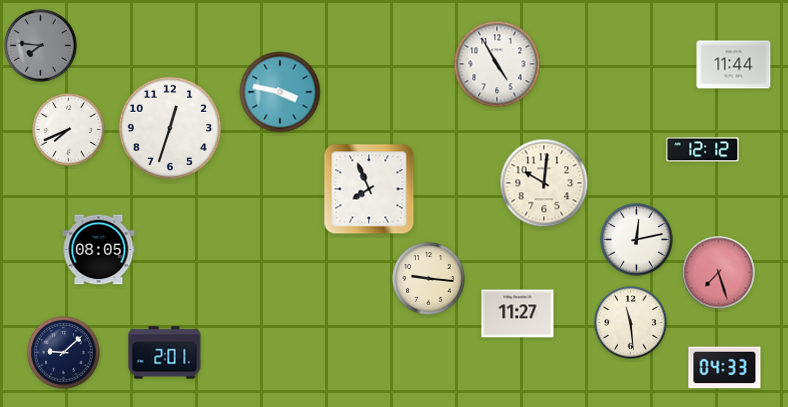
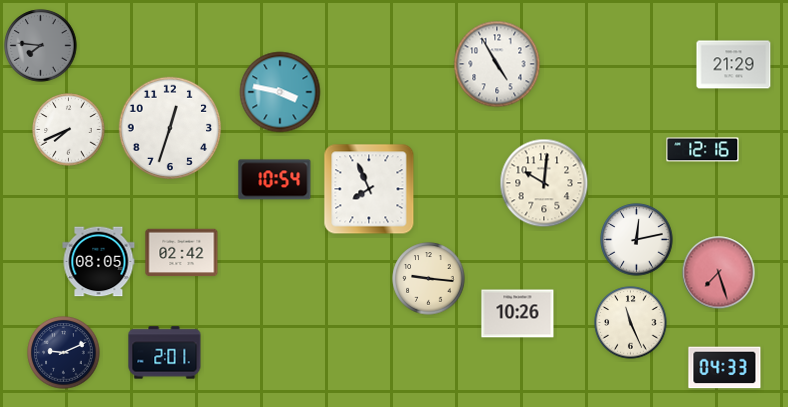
clock at (734, 65): 11:44 -> 21:29
clock at (703, 150): 12:12 -> 12:16
clock at (275, 180): none -> 10:54
clock at (99, 250) position: (99, 250) -> (99, 262)
clock at (182, 253): none -> 02:42
clock at (518, 314): 11:27 -> 10:26
clock at (631, 323): 11:29 -> 11:26
clock at (64, 353): 9:08 -> 9:11
